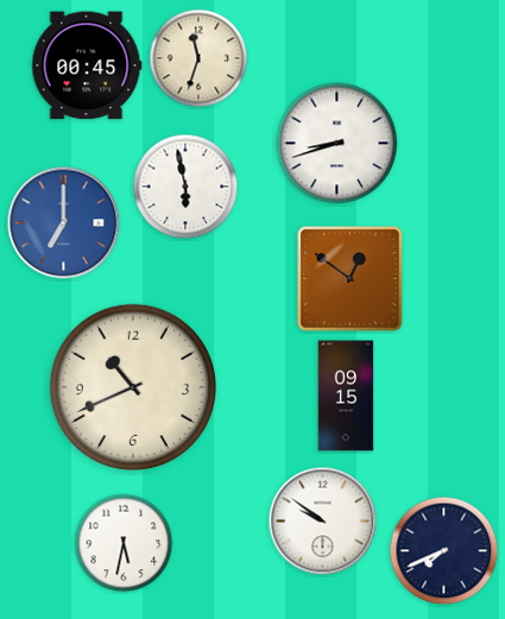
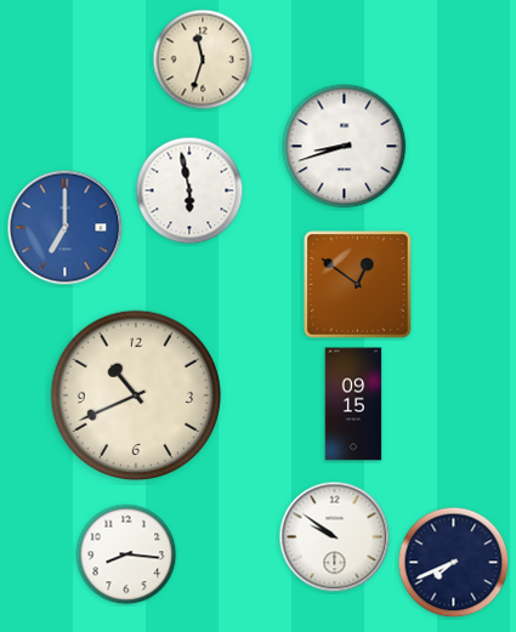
clock at (87, 65): 00:45 -> none
clock at (323, 522) position: (323, 522) -> (335, 537)
clock at (124, 543): 5:32 -> 8:16
